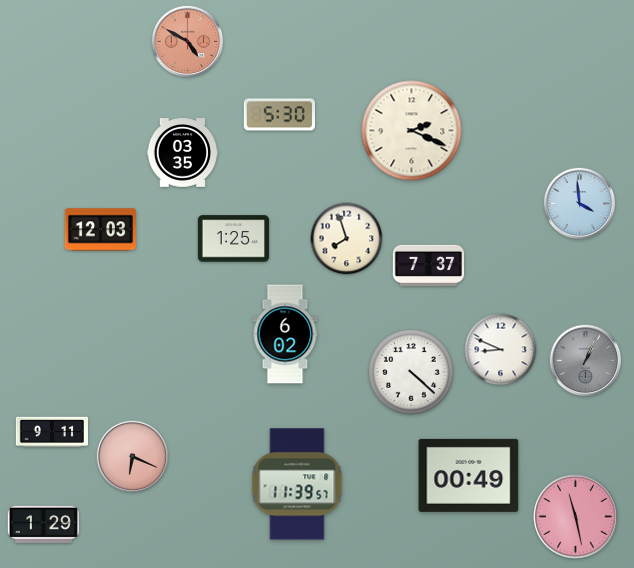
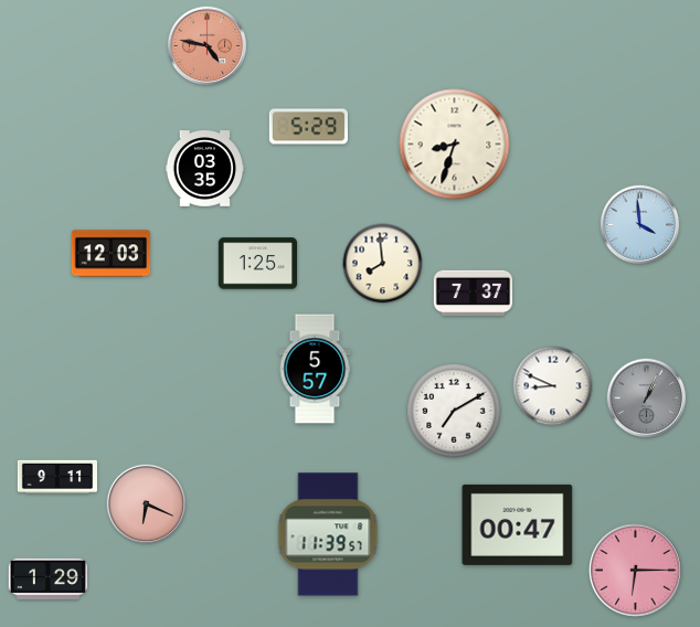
clock at (188, 42): 4:50 -> 4:47
clock at (279, 115): 5:30 -> 5:29
clock at (412, 131): 2:19 -> 8:33
clock at (183, 153) position: (183, 153) -> (205, 169)
clock at (347, 239): 7:57 -> 7:59
clock at (285, 334): 6:02 -> 5:57
clock at (412, 373): 4:22 -> 7:10
clock at (469, 475): 00:49 -> 00:47
clock at (576, 517): 11:28 -> 6:15
